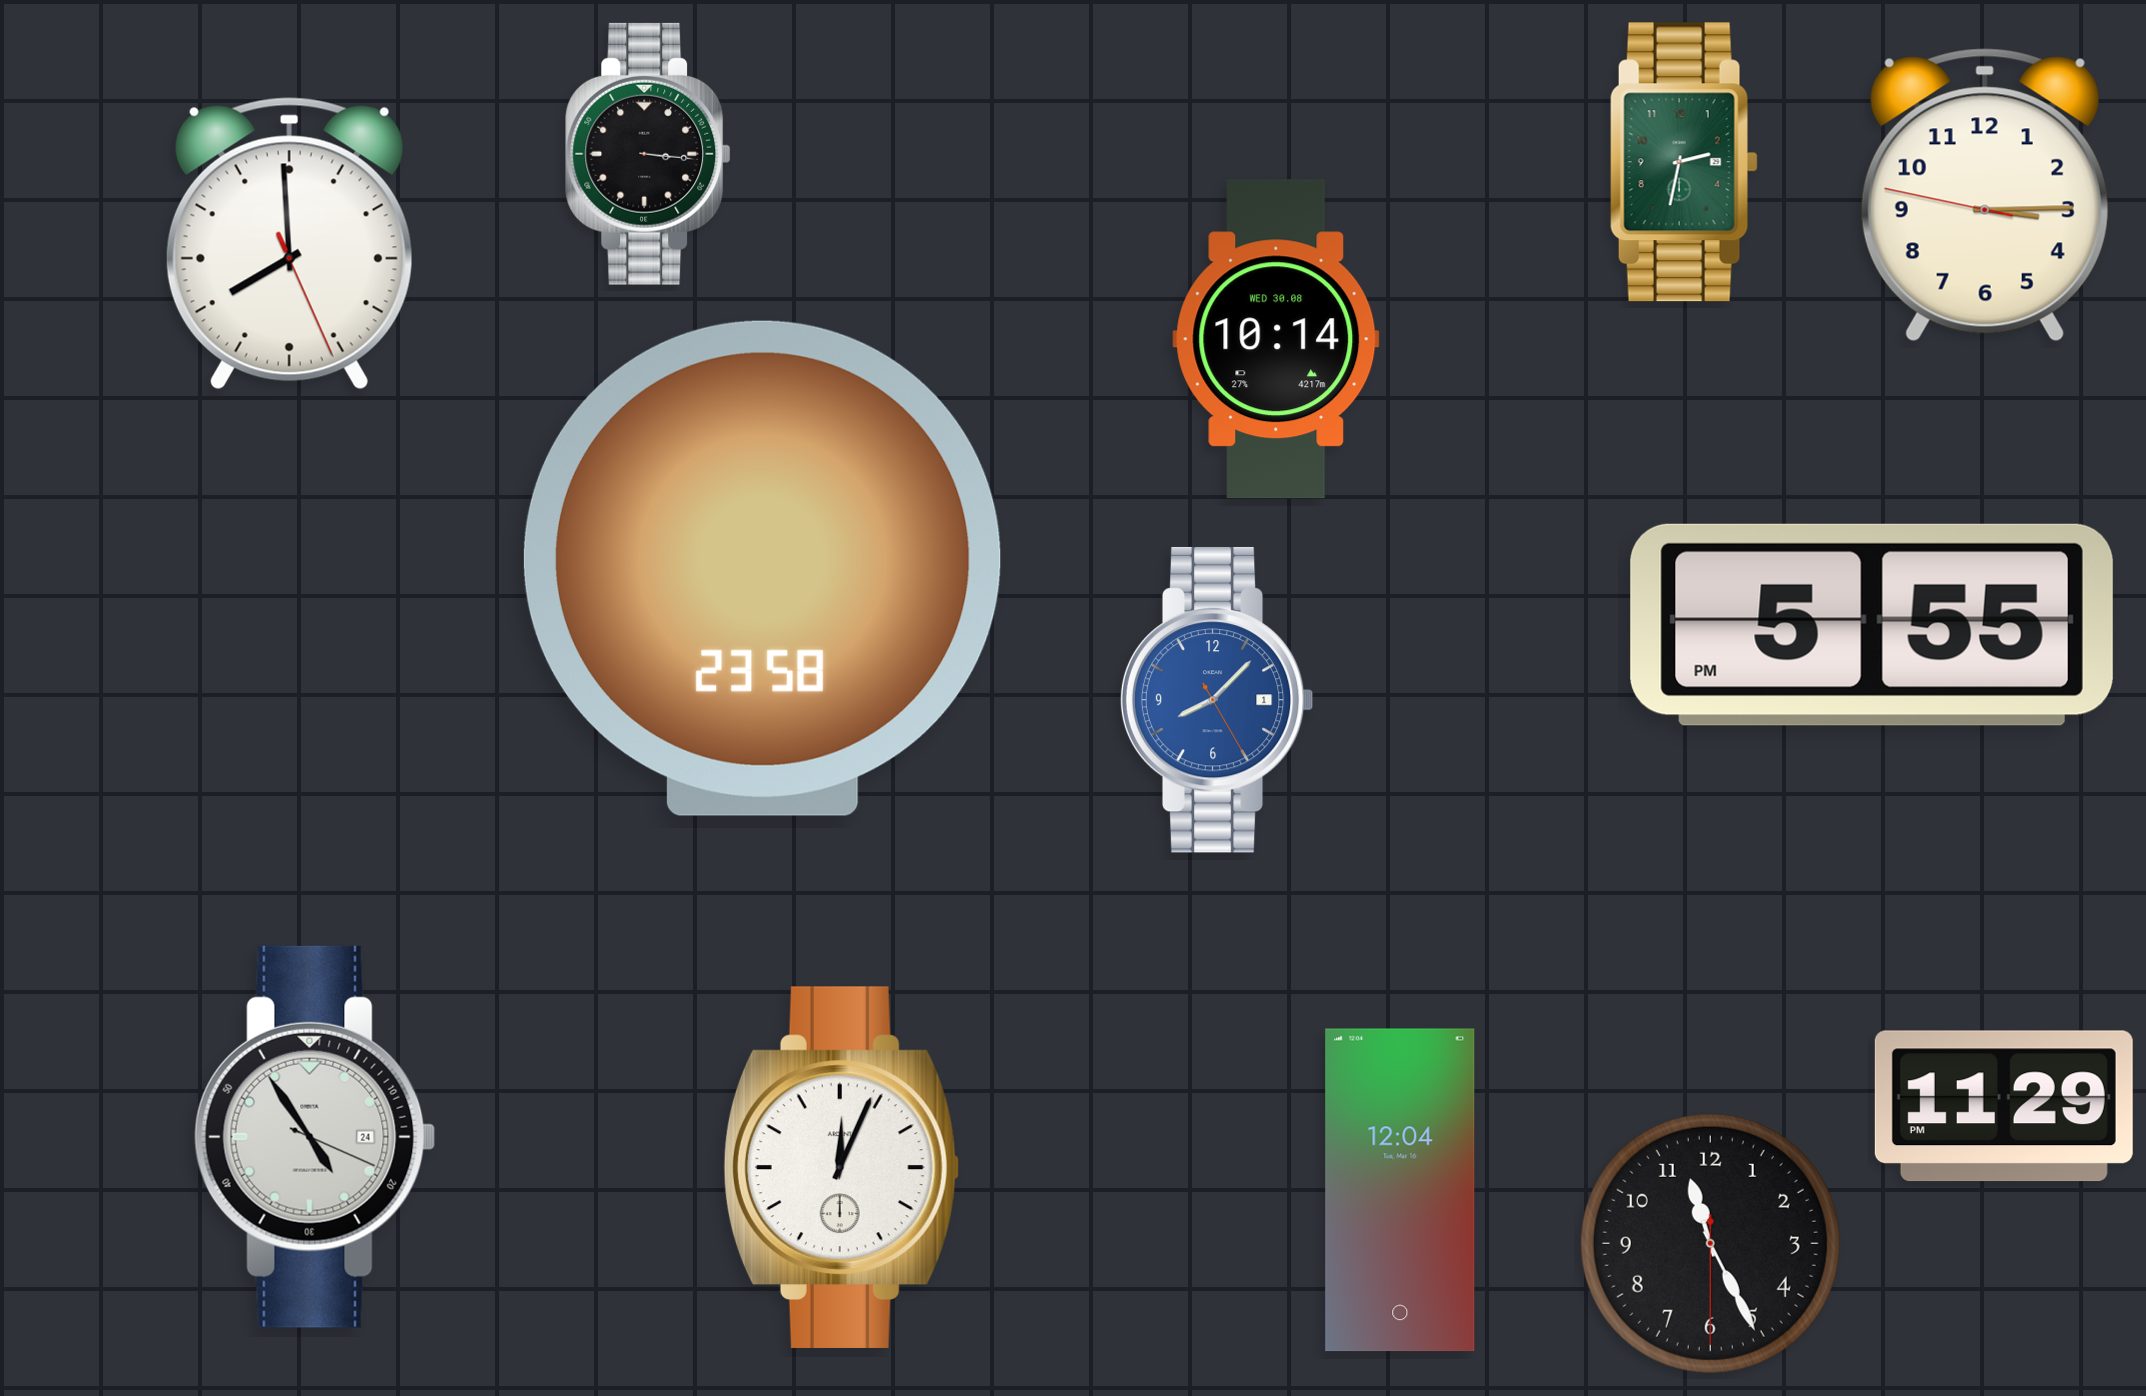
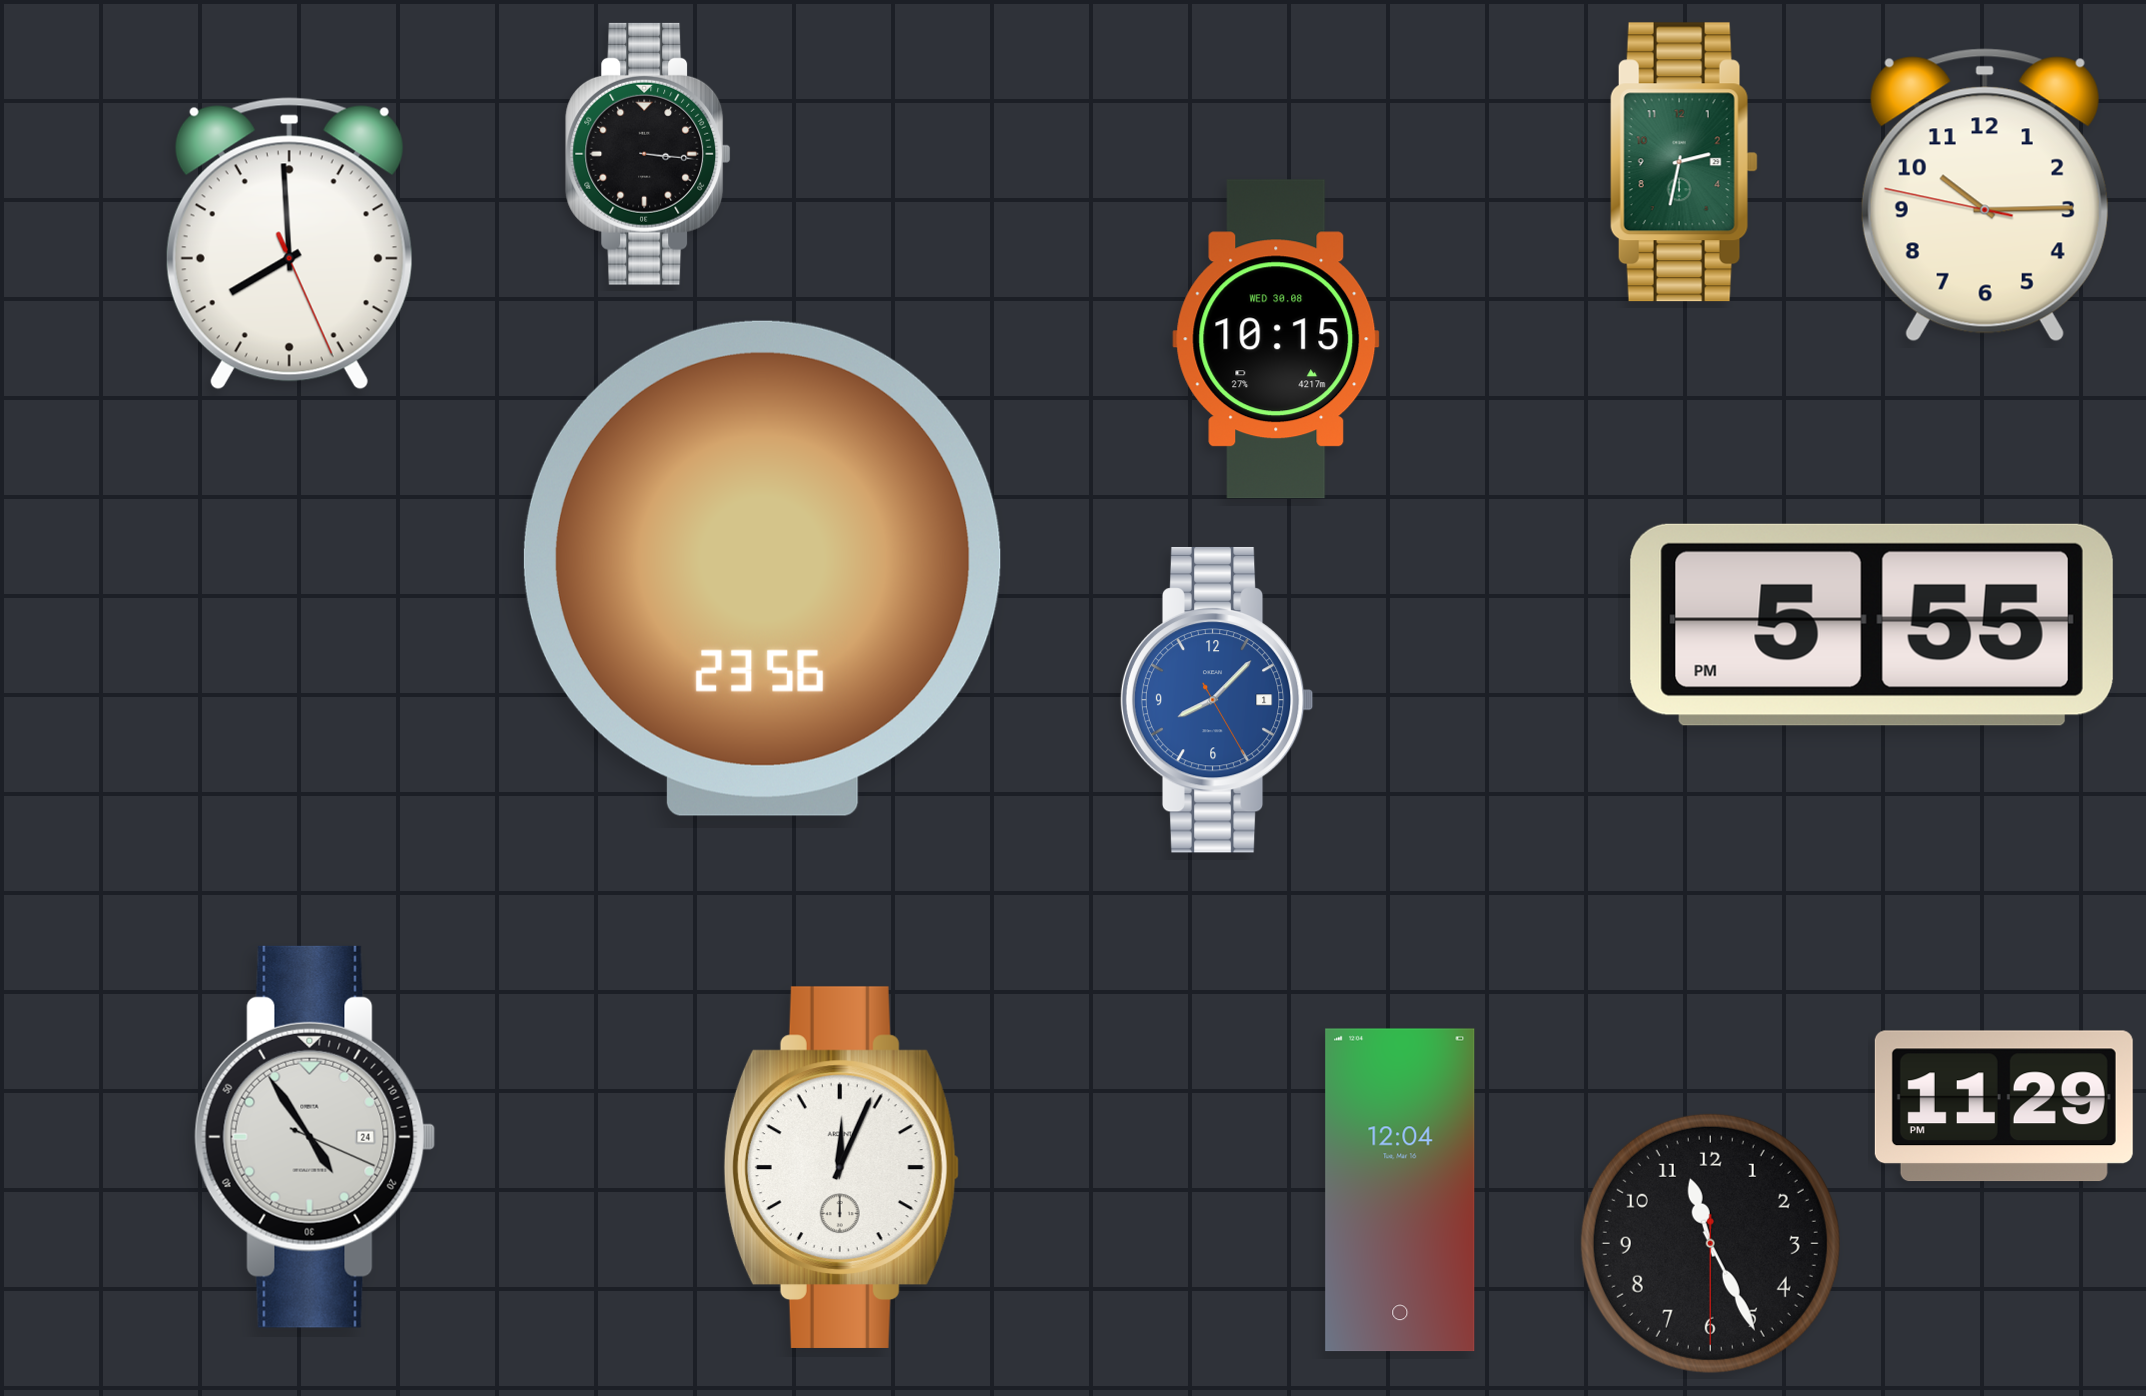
clock at (1985, 195): 3:14 -> 10:14
clock at (1276, 339): 10:14 -> 10:15
clock at (762, 568): 23:58 -> 23:56
